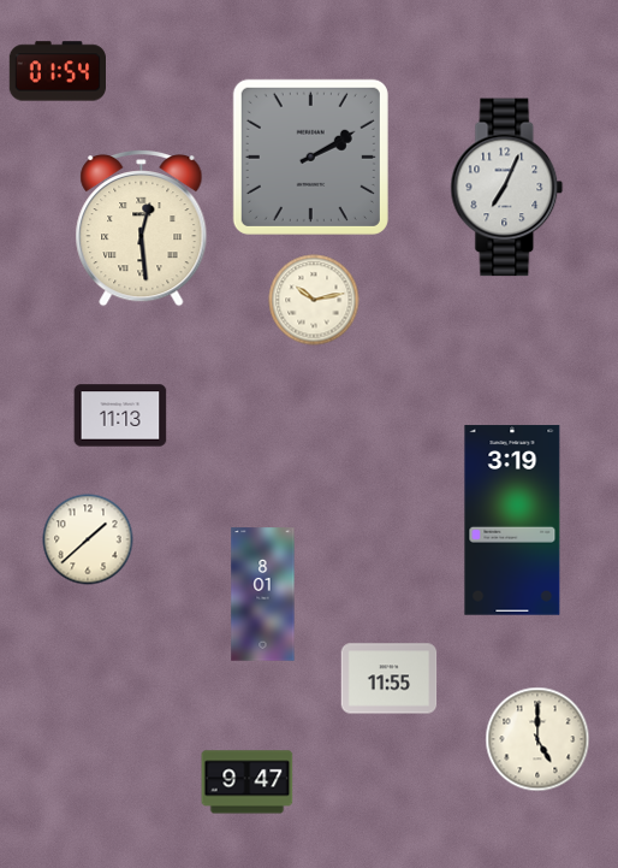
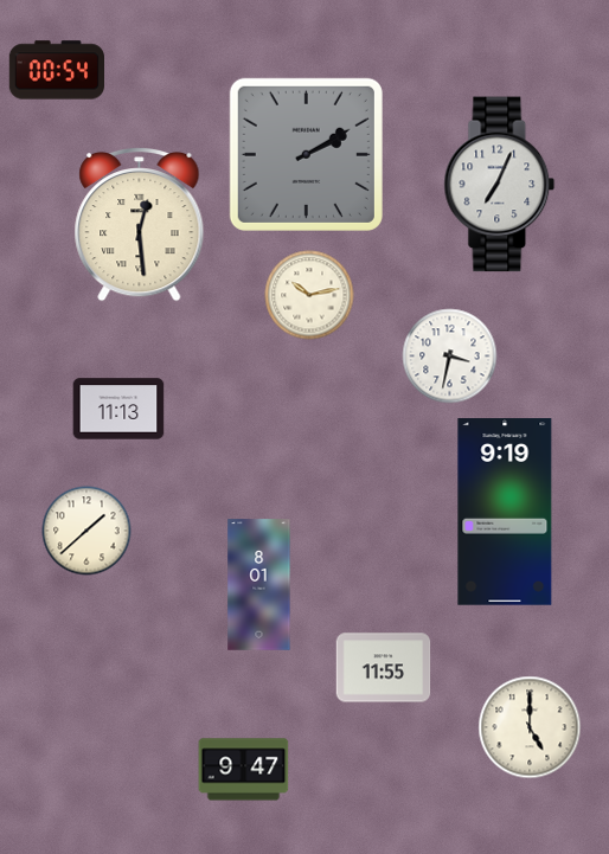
clock at (57, 71): 01:54 -> 00:54
clock at (450, 357): none -> 3:32
clock at (512, 520): 3:19 -> 9:19
